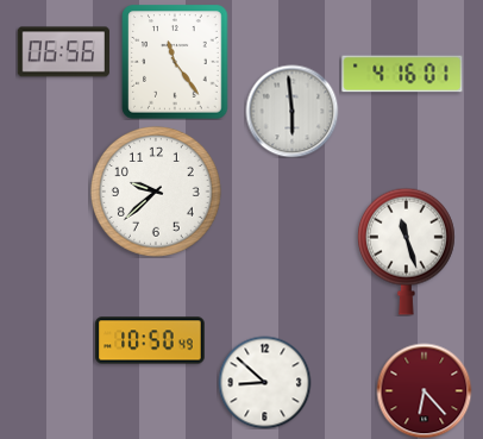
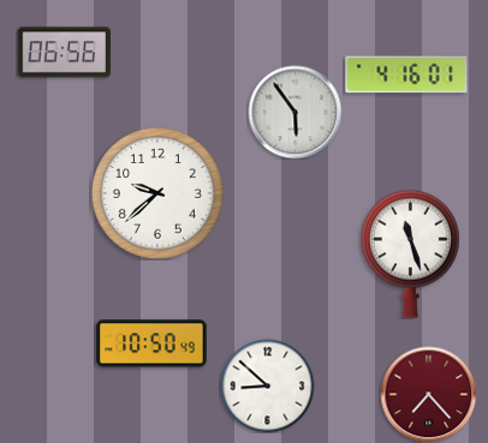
clock at (175, 62): 11:24 -> none
clock at (291, 111): 5:59 -> 5:54
clock at (424, 390): 6:23 -> 7:23
